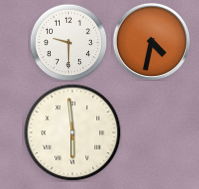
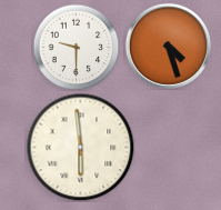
clock at (151, 41): 4:32 -> 4:27
